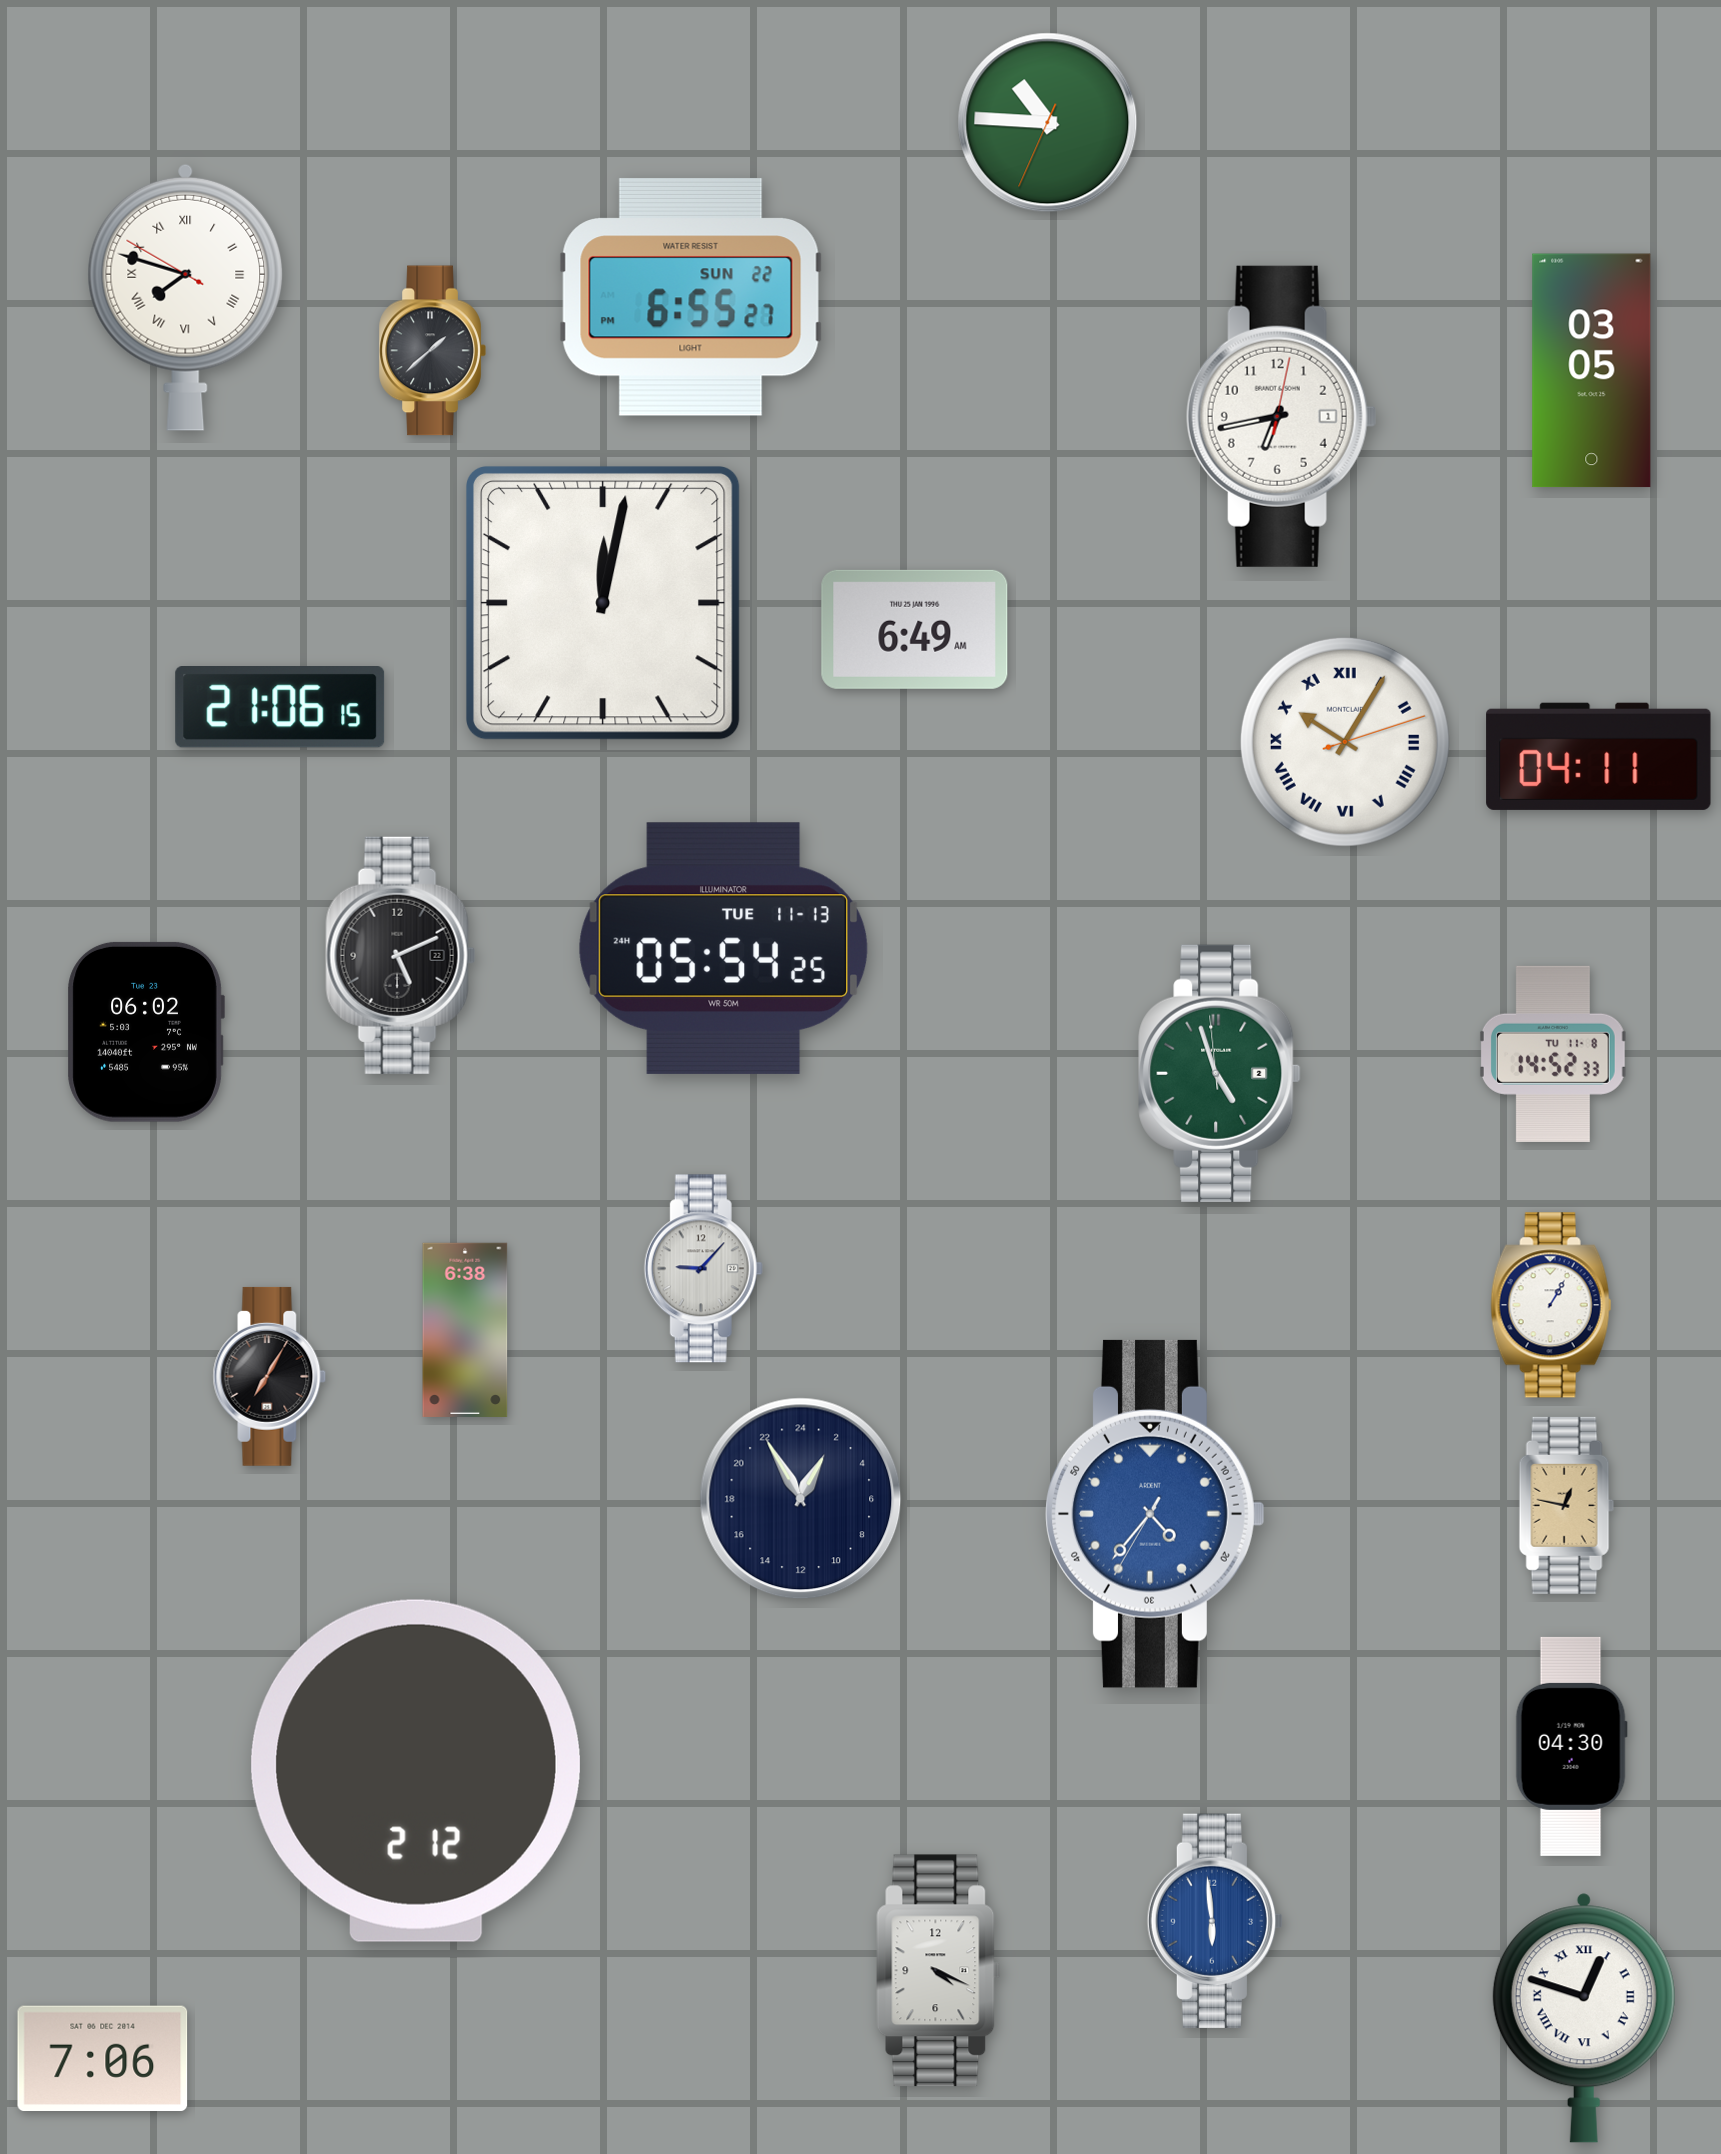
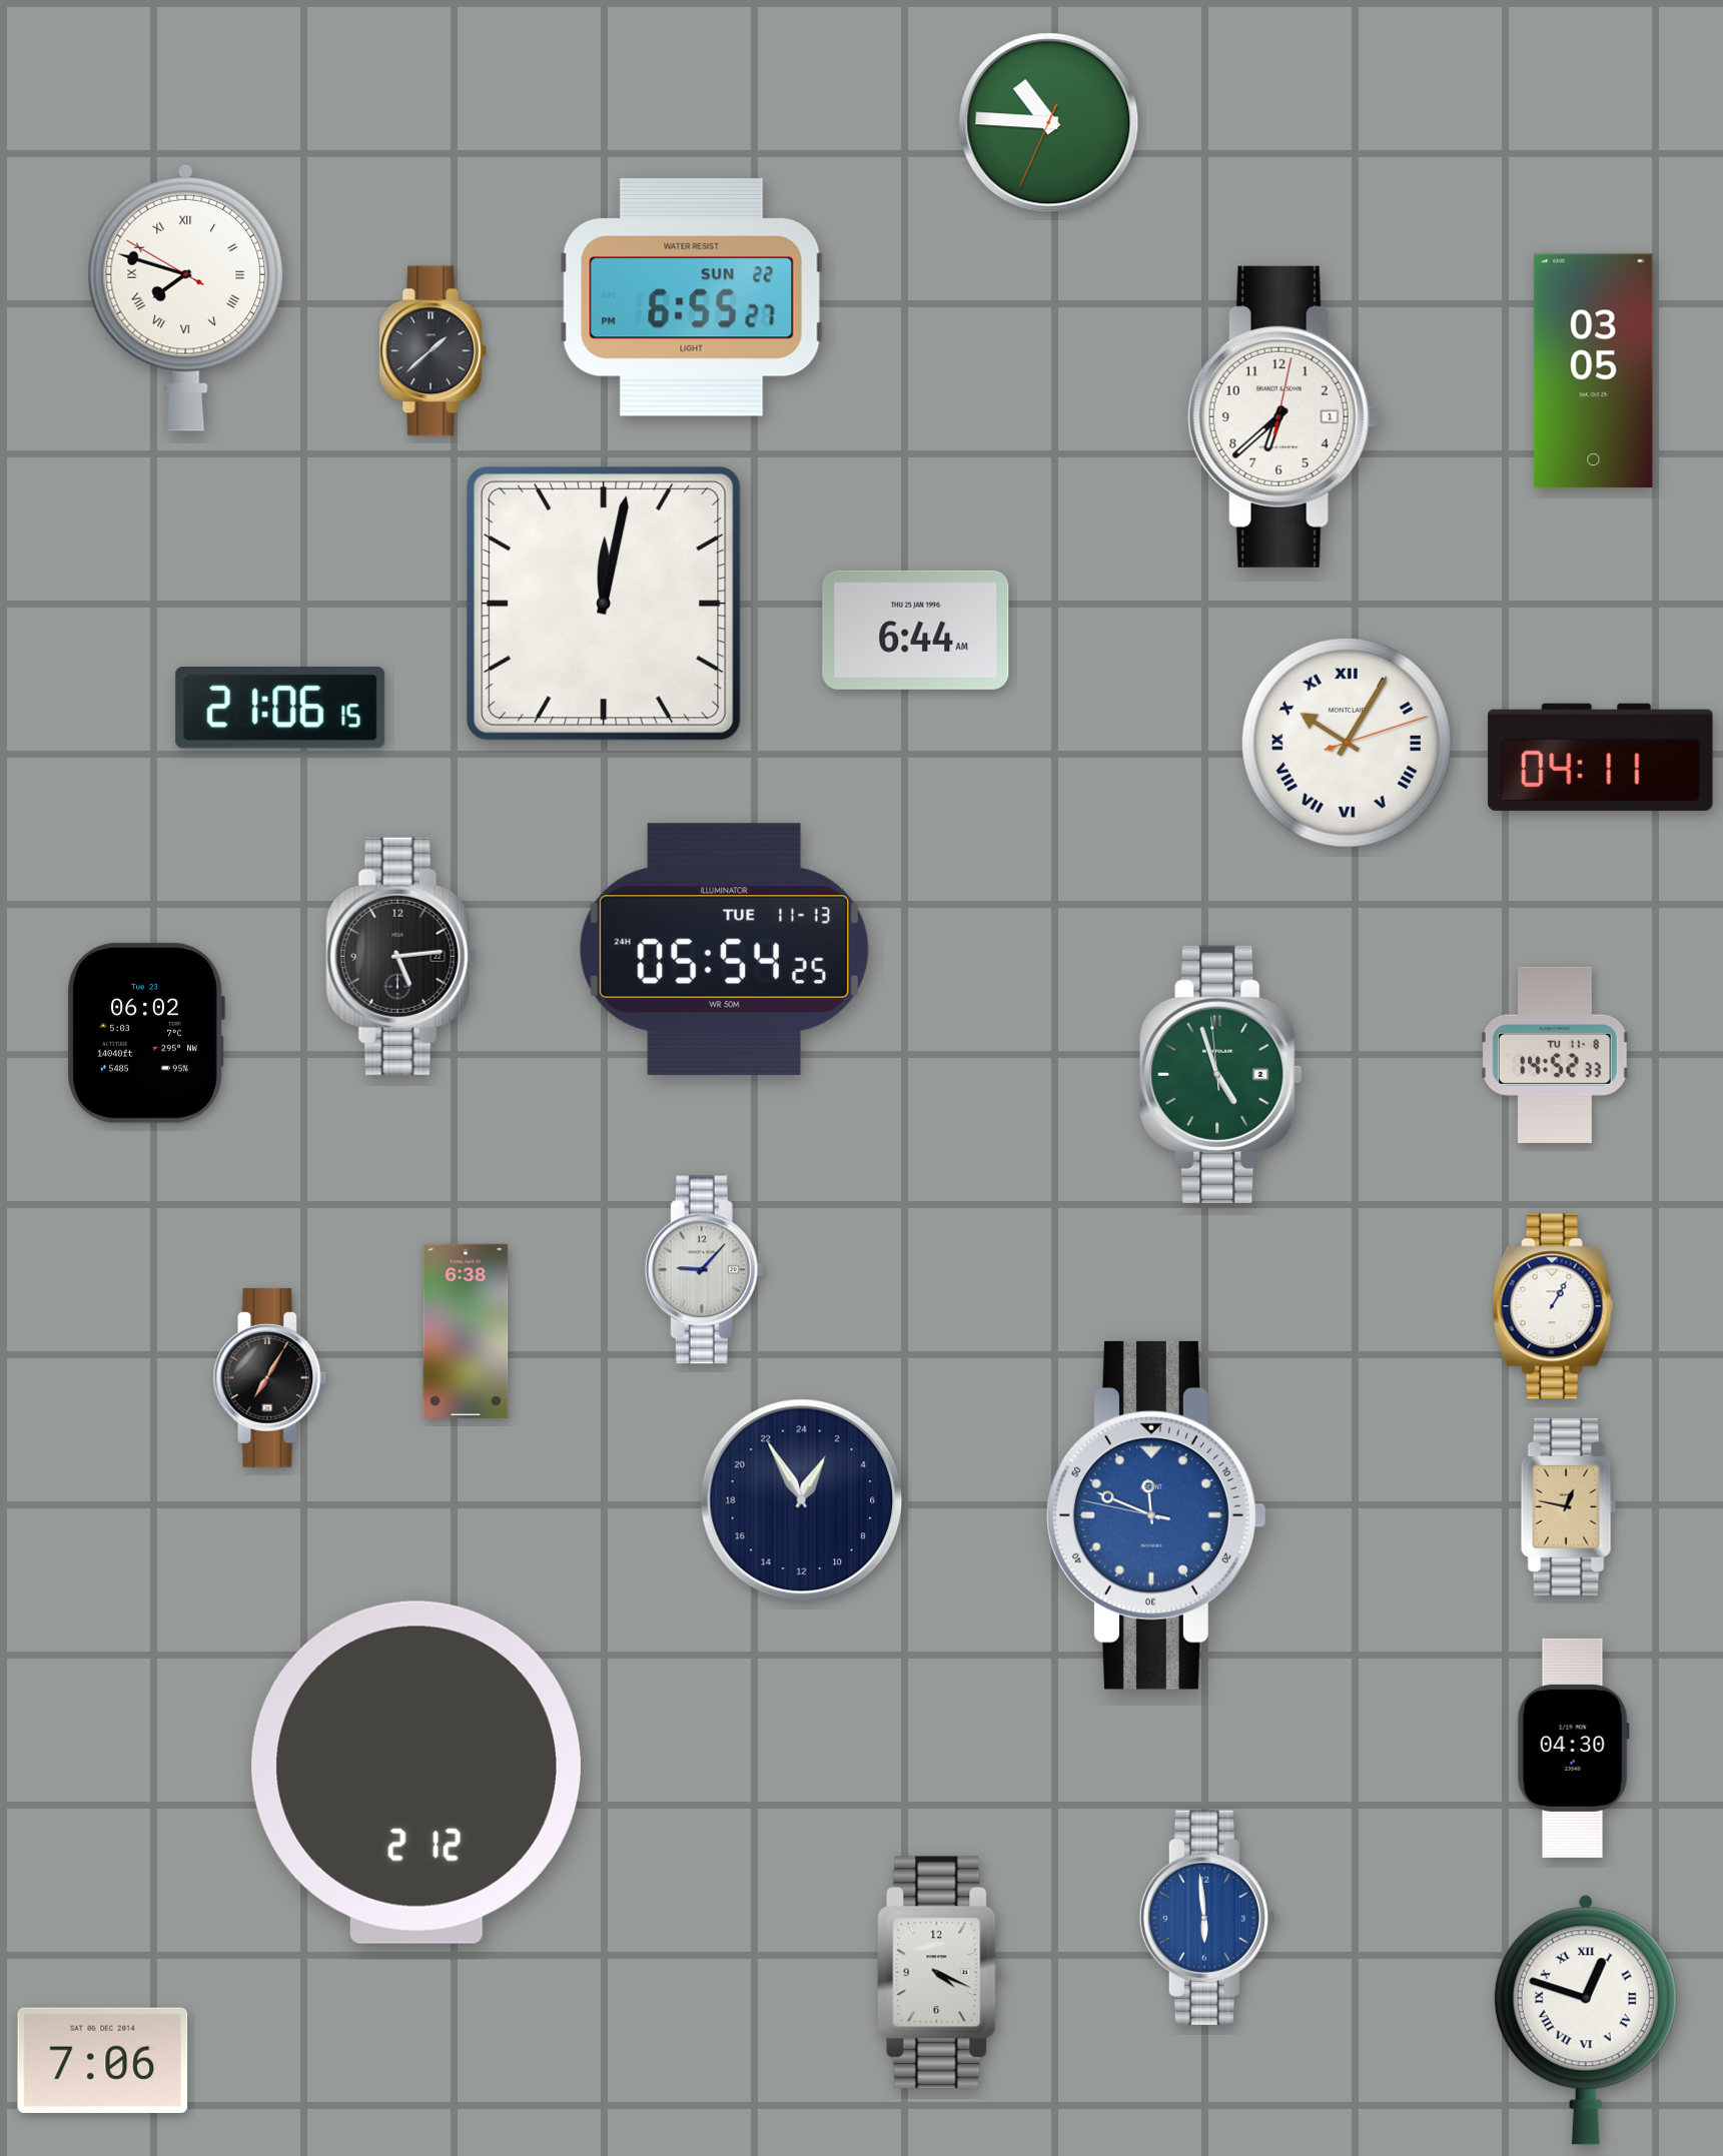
clock at (1281, 416): 6:43 -> 6:38
clock at (915, 629): 6:49 -> 6:44
clock at (401, 955): 5:11 -> 5:14
clock at (1155, 1514): 4:36 -> 11:48
clock at (1215, 1921) position: (1215, 1921) -> (1207, 1918)
